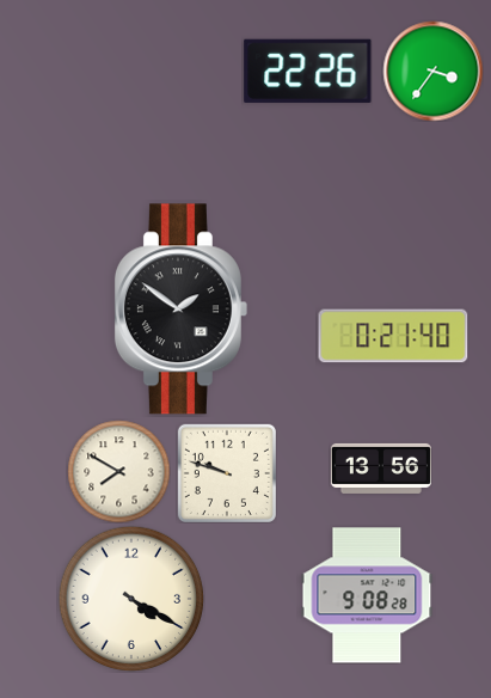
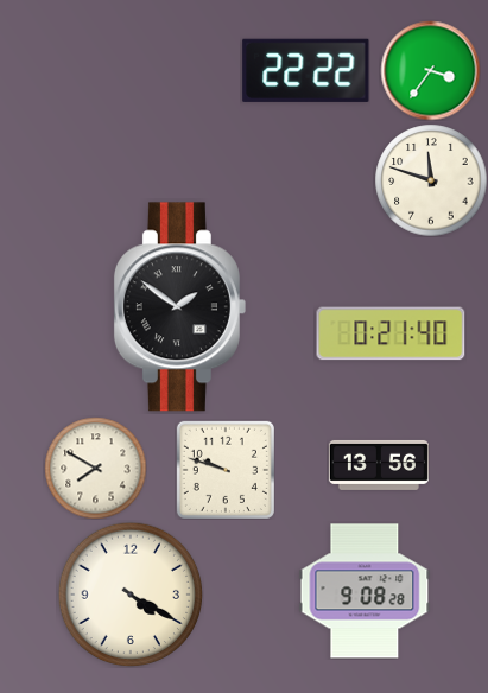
clock at (308, 71): 22:26 -> 22:22
clock at (431, 180): none -> 11:48
clock at (118, 471) position: (118, 471) -> (95, 468)
